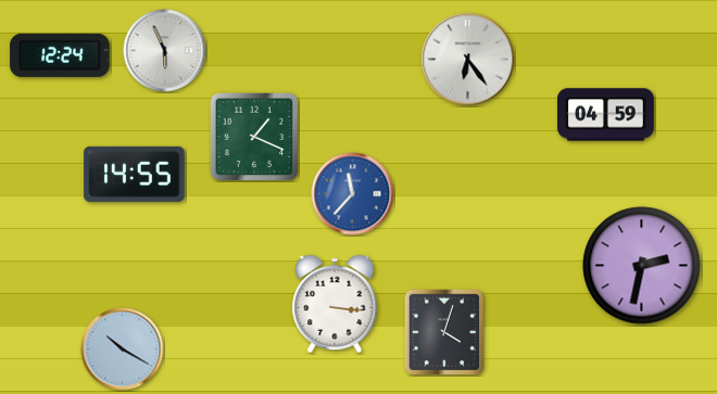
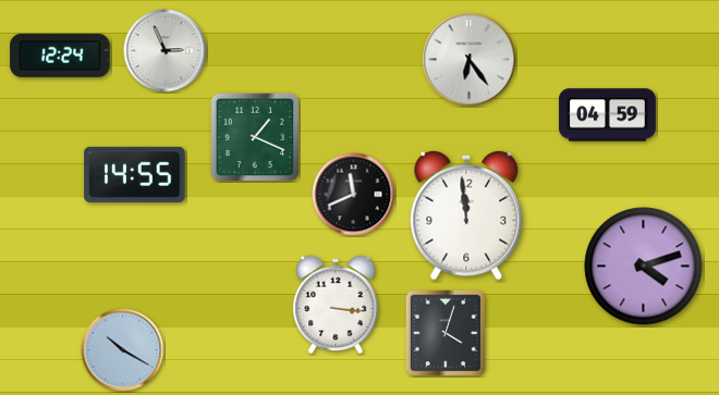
clock at (165, 51): 5:56 -> 2:56
clock at (353, 194): 11:37 -> 11:41
clock at (353, 194) dial: blue -> black
clock at (466, 215): none -> 11:59
clock at (642, 266): 2:32 -> 4:12
